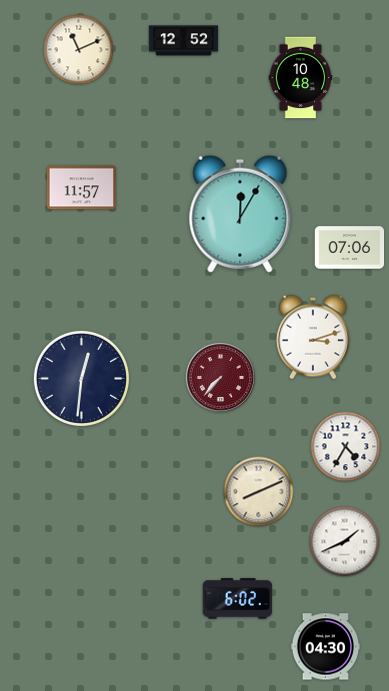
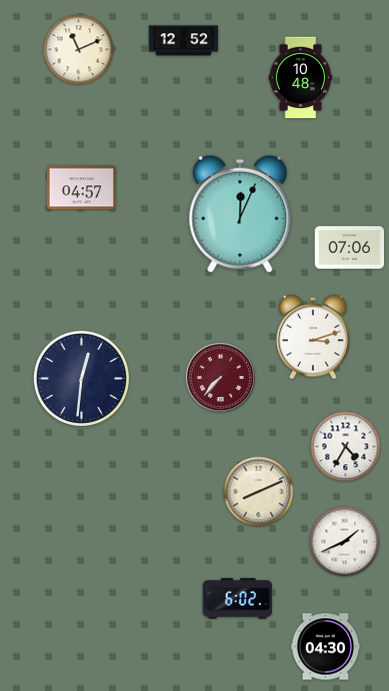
clock at (82, 188): 11:57 -> 04:57
clock at (240, 214): 12:05 -> 12:04
